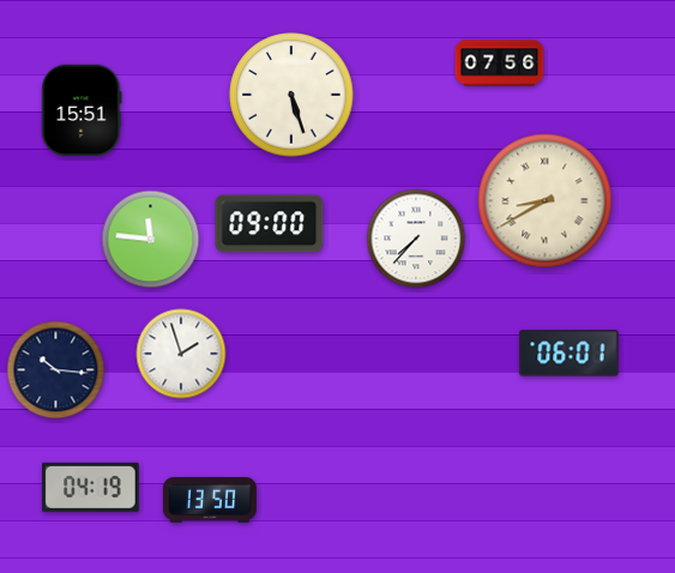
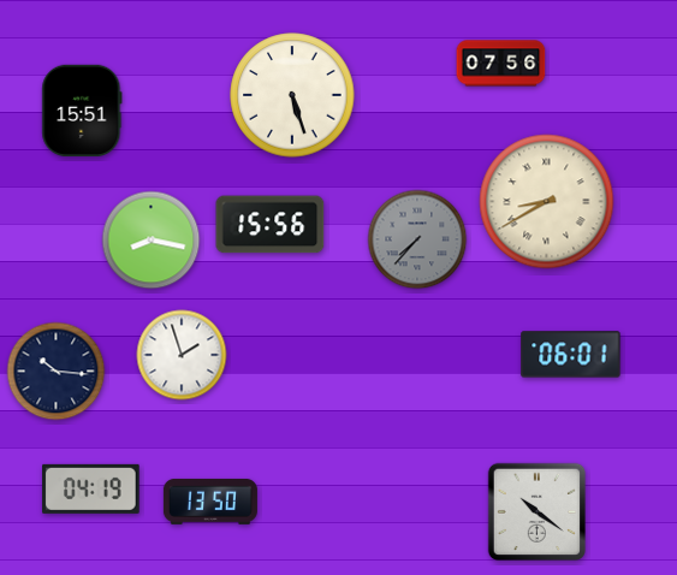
clock at (270, 224): 09:00 -> 15:56
clock at (416, 239) dial: white -> grey
clock at (151, 240): 11:46 -> 8:17
clock at (536, 511): none -> 10:21
